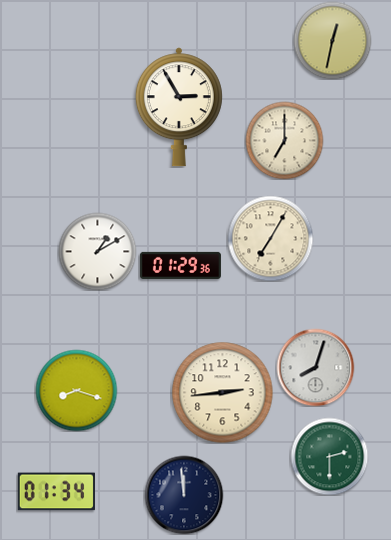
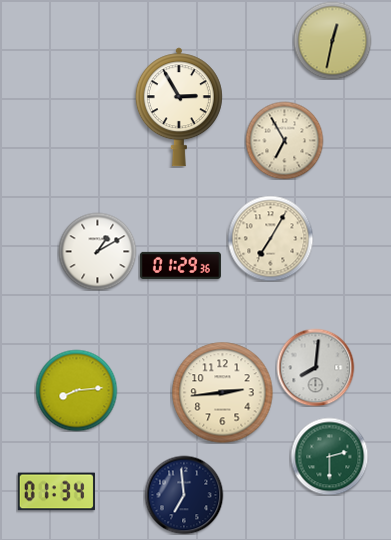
clock at (284, 140): 7:00 -> 6:55
clock at (315, 367): 8:03 -> 8:01
clock at (76, 390): 8:18 -> 8:14
clock at (184, 495): 11:59 -> 6:59
